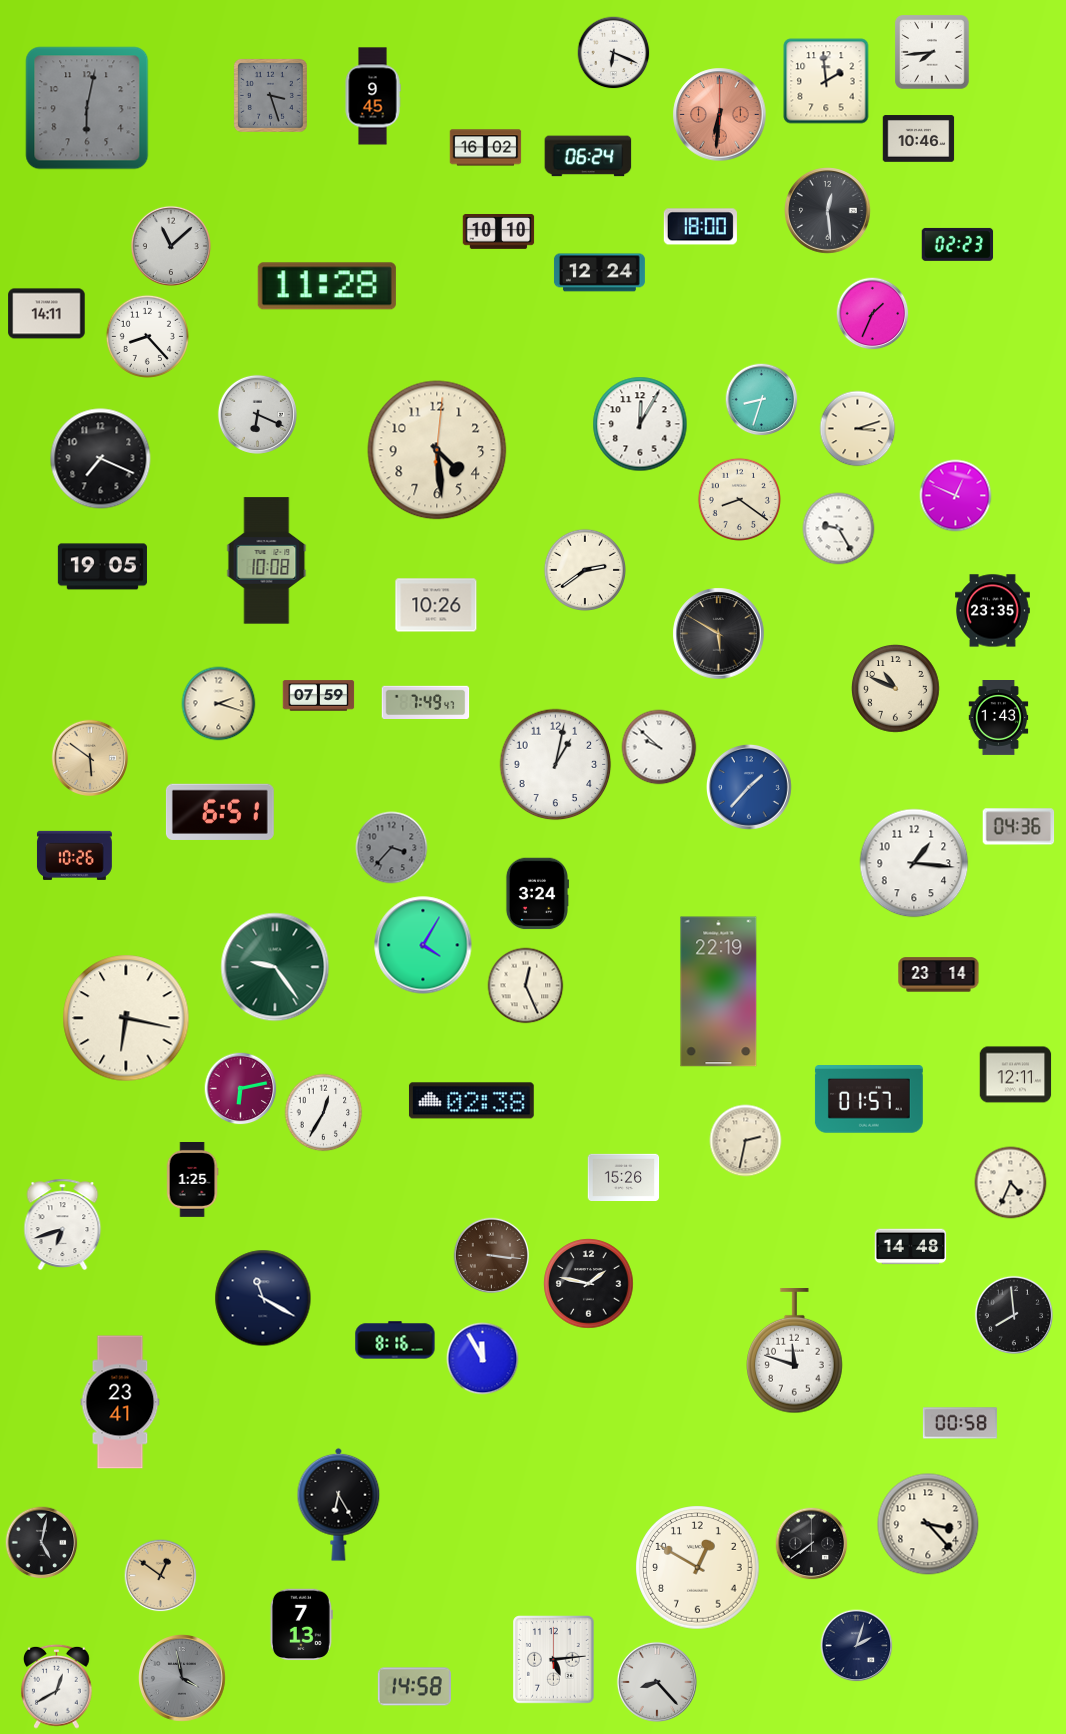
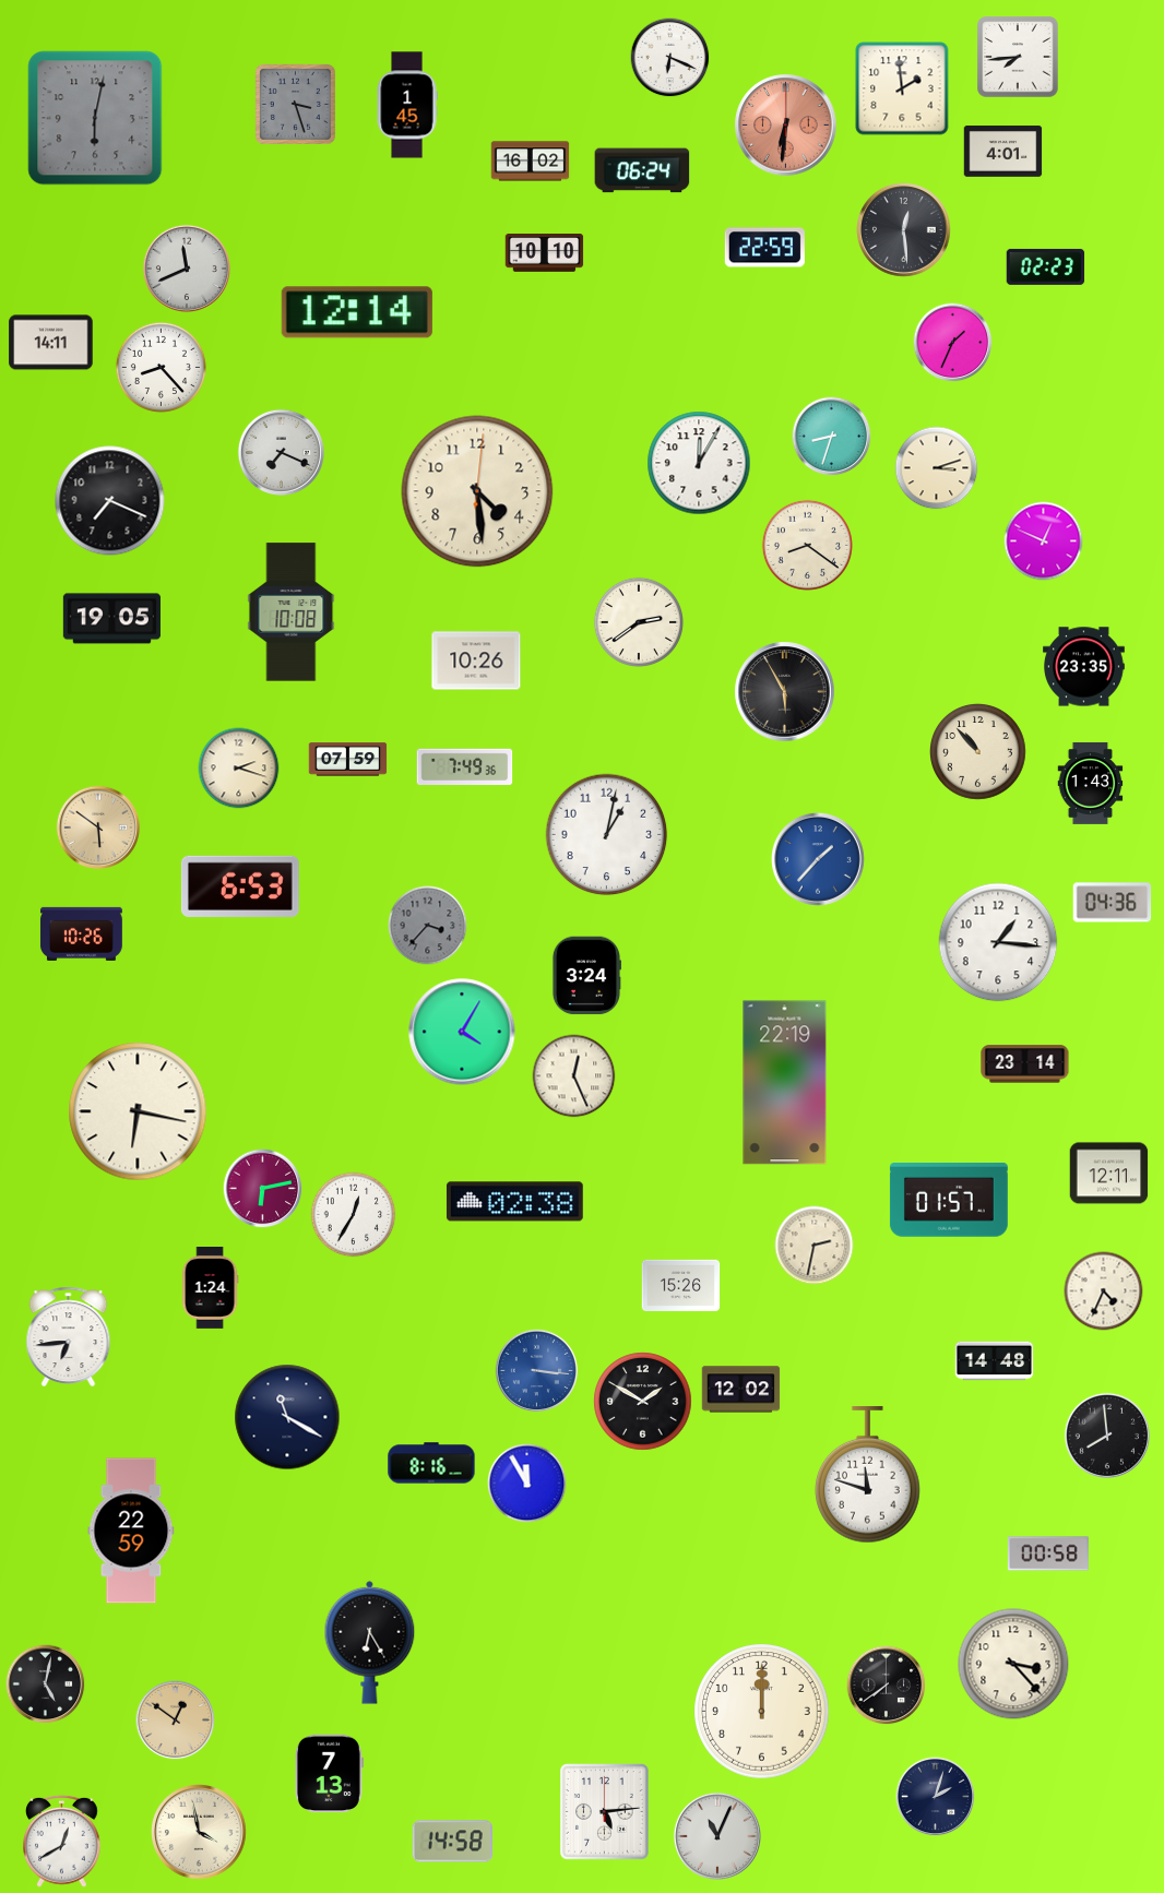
clock at (373, 96): 9:45 -> 1:45
clock at (919, 139): 10:46 -> 4:01
clock at (700, 227): 18:00 -> 22:59
clock at (171, 246): 11:08 -> 11:41
clock at (599, 273): 12:24 -> none
clock at (327, 286): 11:28 -> 12:14
clock at (257, 414): 6:19 -> 7:19
clock at (839, 529): 9:25 -> none
clock at (719, 634): 5:50 -> 5:55
clock at (896, 689): 10:49 -> 10:53
clock at (426, 702): 7:49:47 -> 7:49:36
clock at (659, 747): 9:52 -> none
clock at (220, 812): 6:51 -> 6:53
clock at (275, 967): 9:24 -> none
clock at (192, 1180): 1:25 -> 1:24
clock at (63, 1225): 6:42 -> 6:44
clock at (492, 1256) dial: brown -> blue
clock at (741, 1390): none -> 12:02
clock at (589, 1284): 1:47 -> 1:50
clock at (120, 1402): 23:41 -> 22:59
clock at (698, 1568): 12:50 -> 12:00
clock at (183, 1679) dial: grey -> cream
clock at (657, 1682): 8:23 -> 11:04
